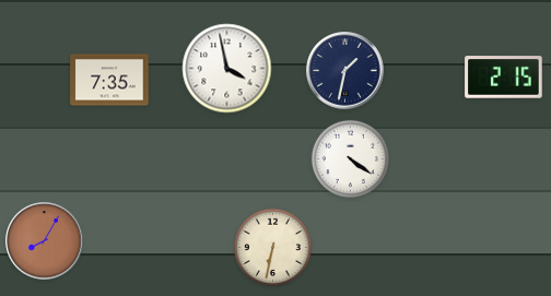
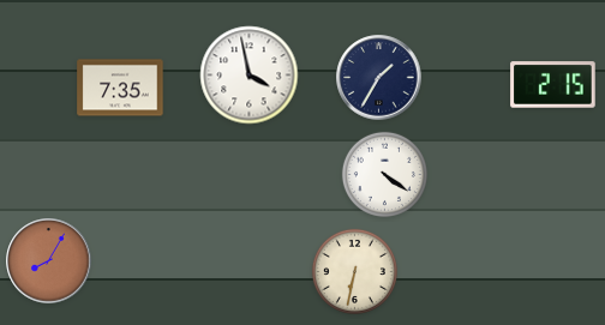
clock at (345, 71): 1:32 -> 1:35
clock at (45, 241) position: (45, 241) -> (49, 261)
clock at (272, 247) position: (272, 247) -> (354, 271)
